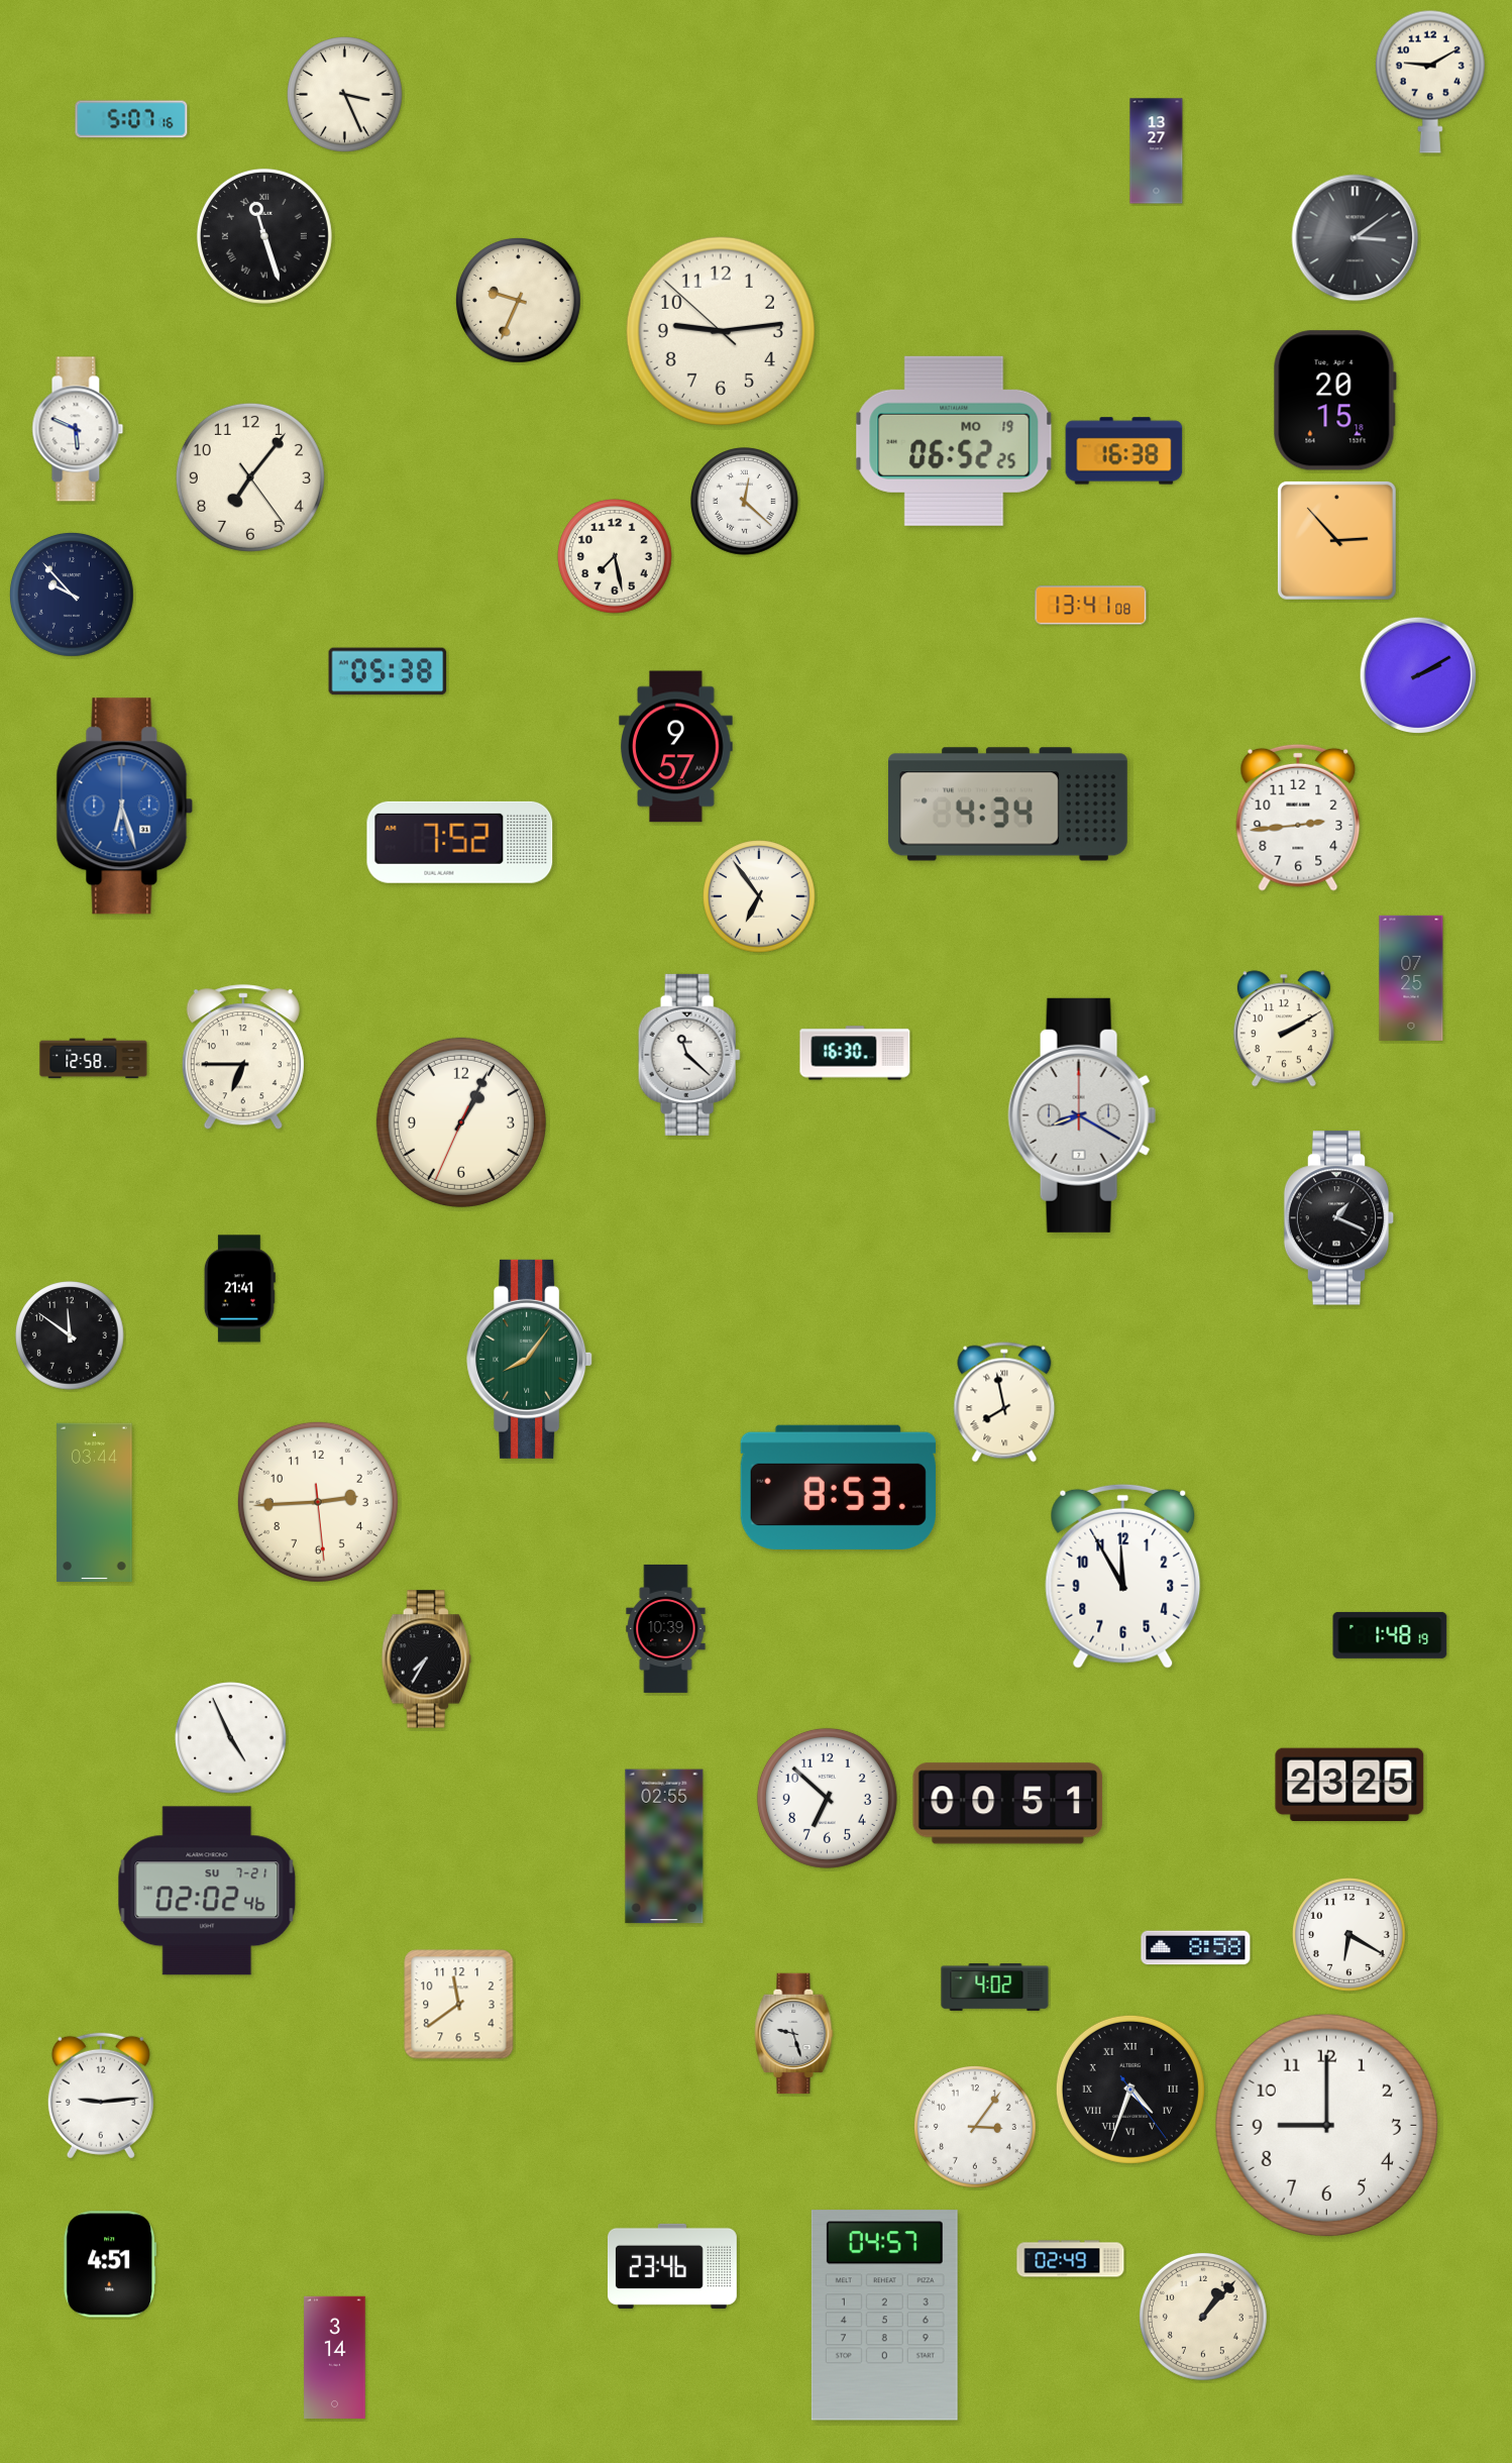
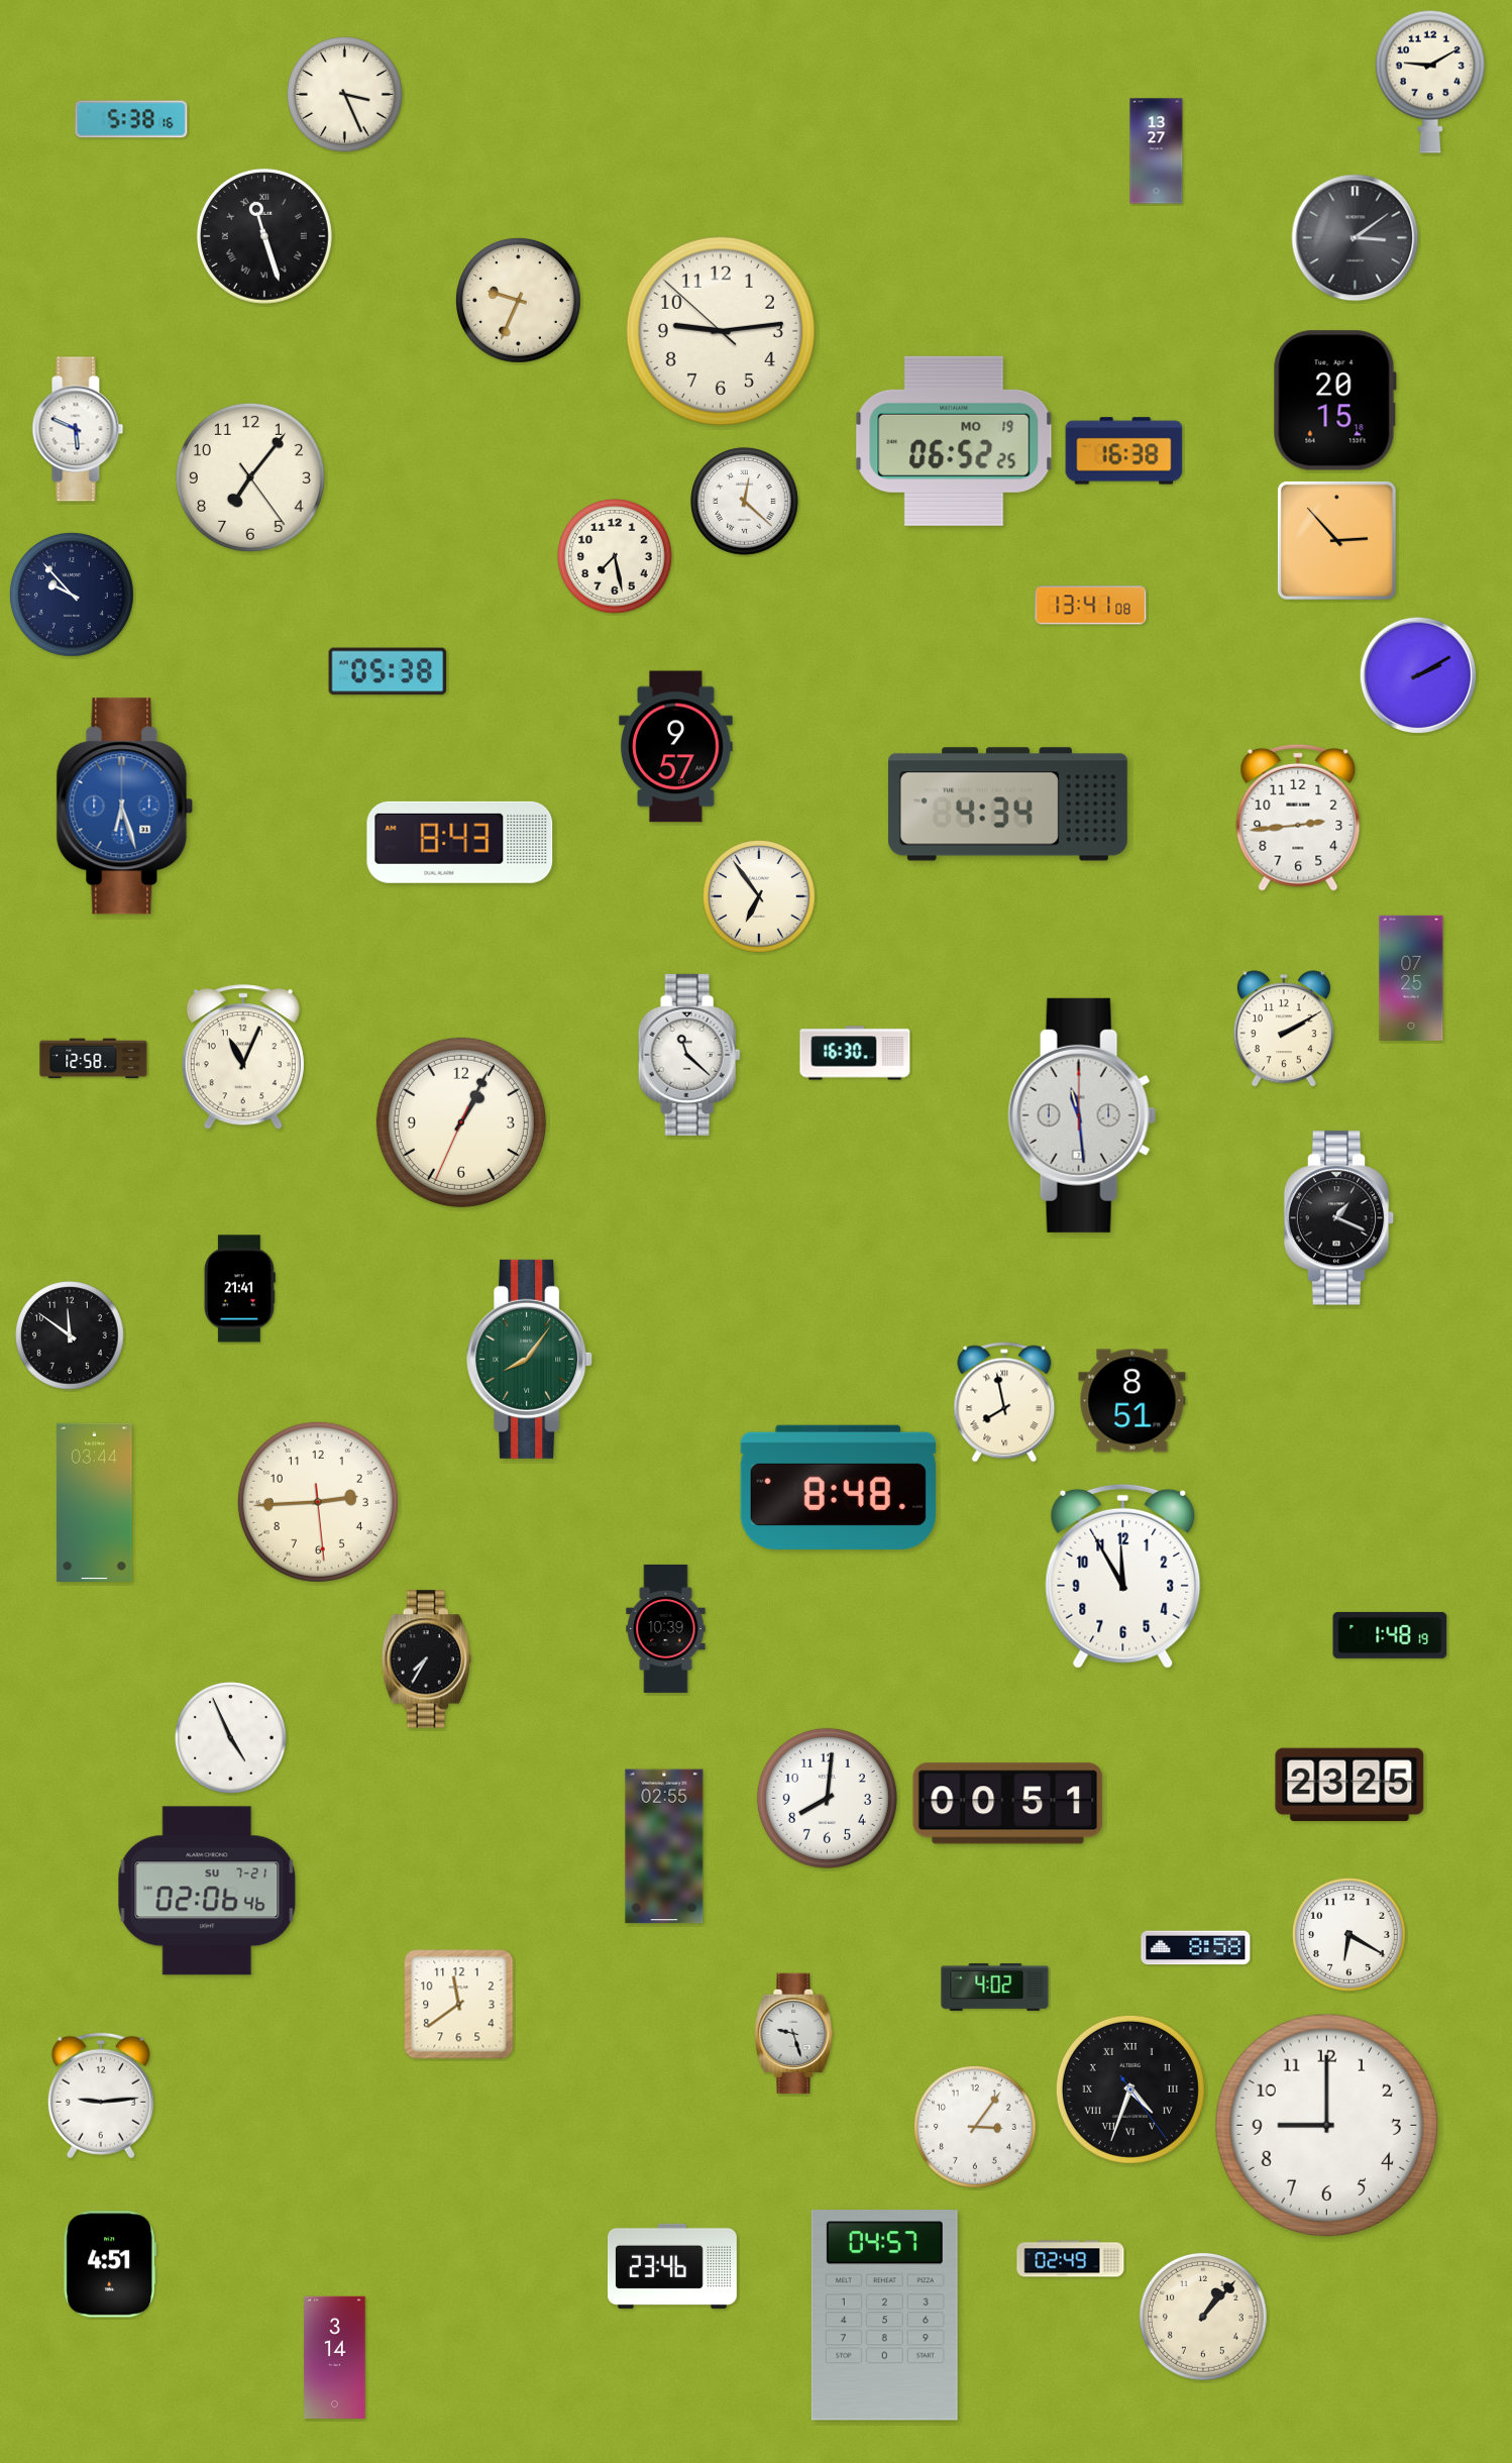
clock at (131, 119): 5:07 -> 5:38
clock at (460, 842): 7:52 -> 8:43
clock at (243, 1058): 6:45 -> 11:04
clock at (1082, 1115): 8:20 -> 11:29
clock at (1132, 1401): none -> 8:51
clock at (838, 1487): 8:53 -> 8:48
clock at (827, 1798): 6:52 -> 8:01
clock at (207, 1891): 02:02 -> 02:06
